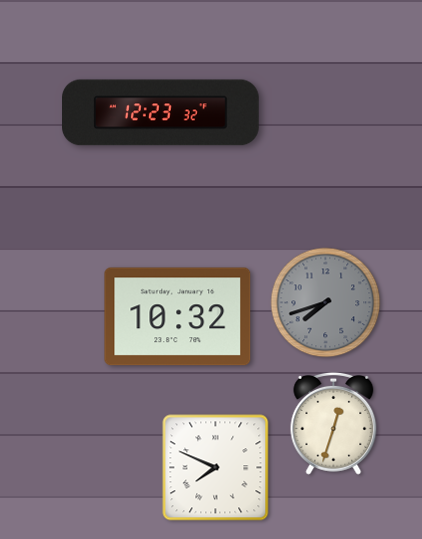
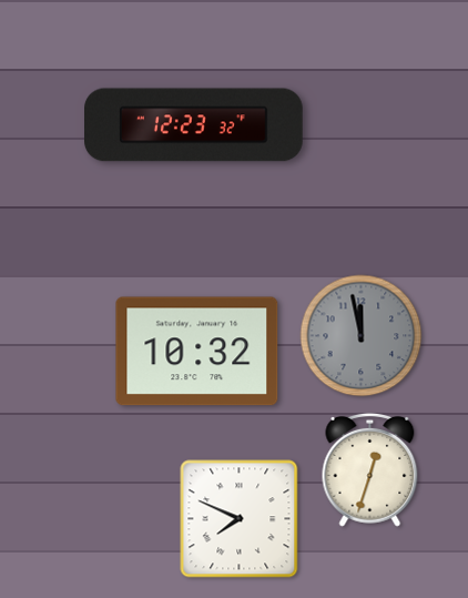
clock at (161, 113) position: (161, 113) -> (194, 125)
clock at (326, 303): 7:42 -> 11:58
